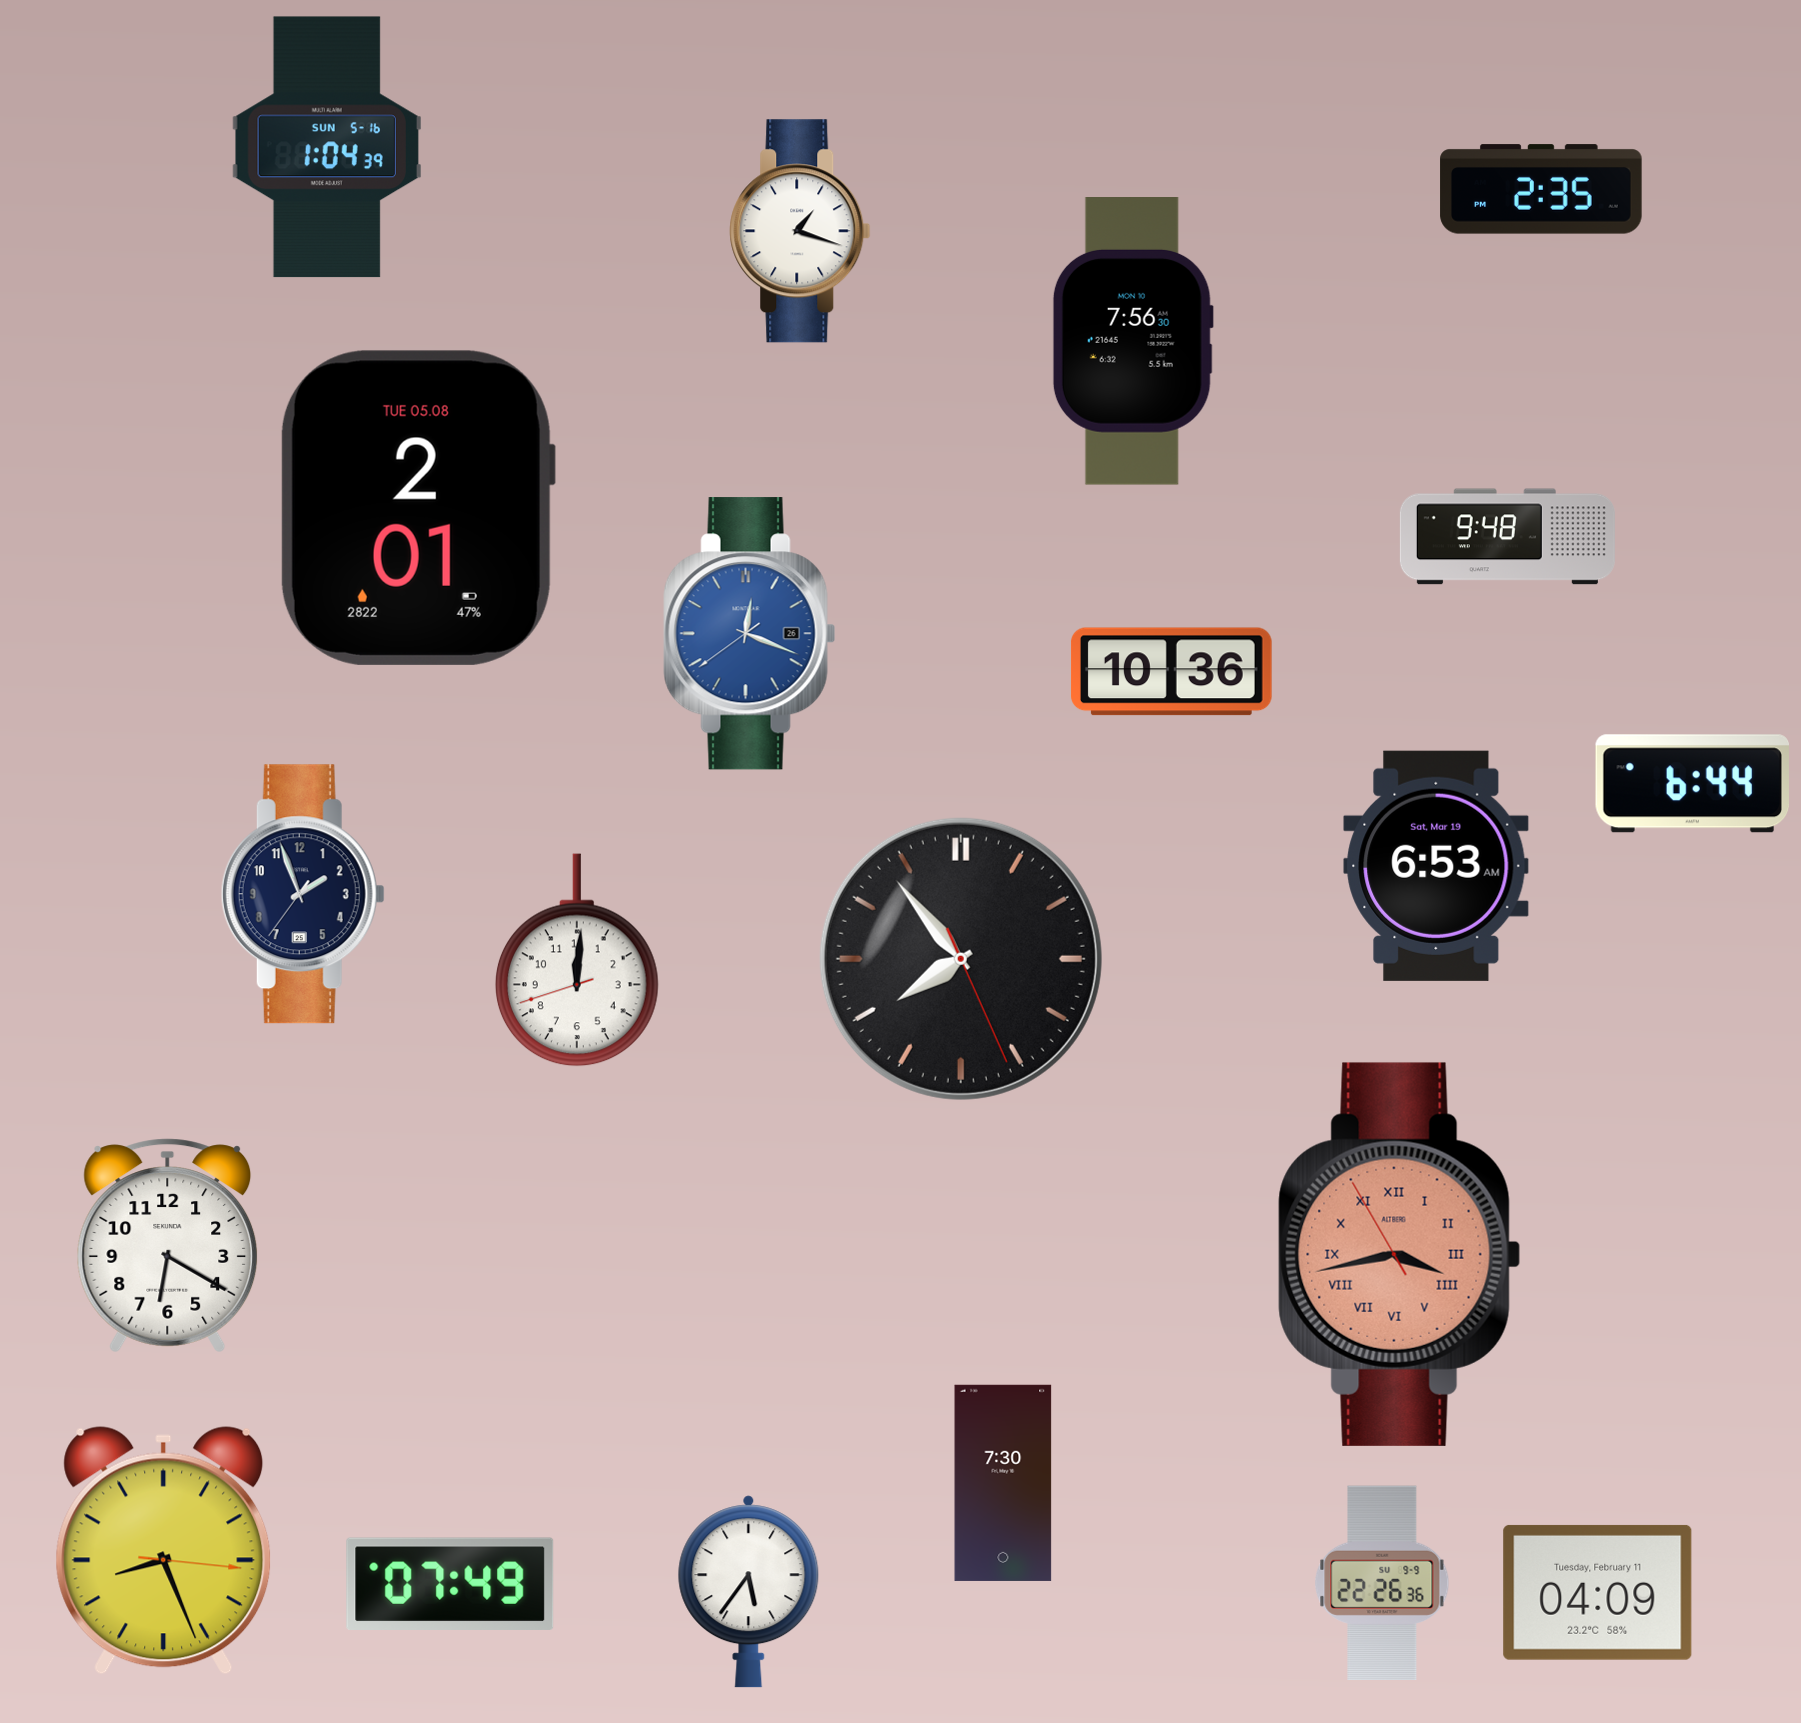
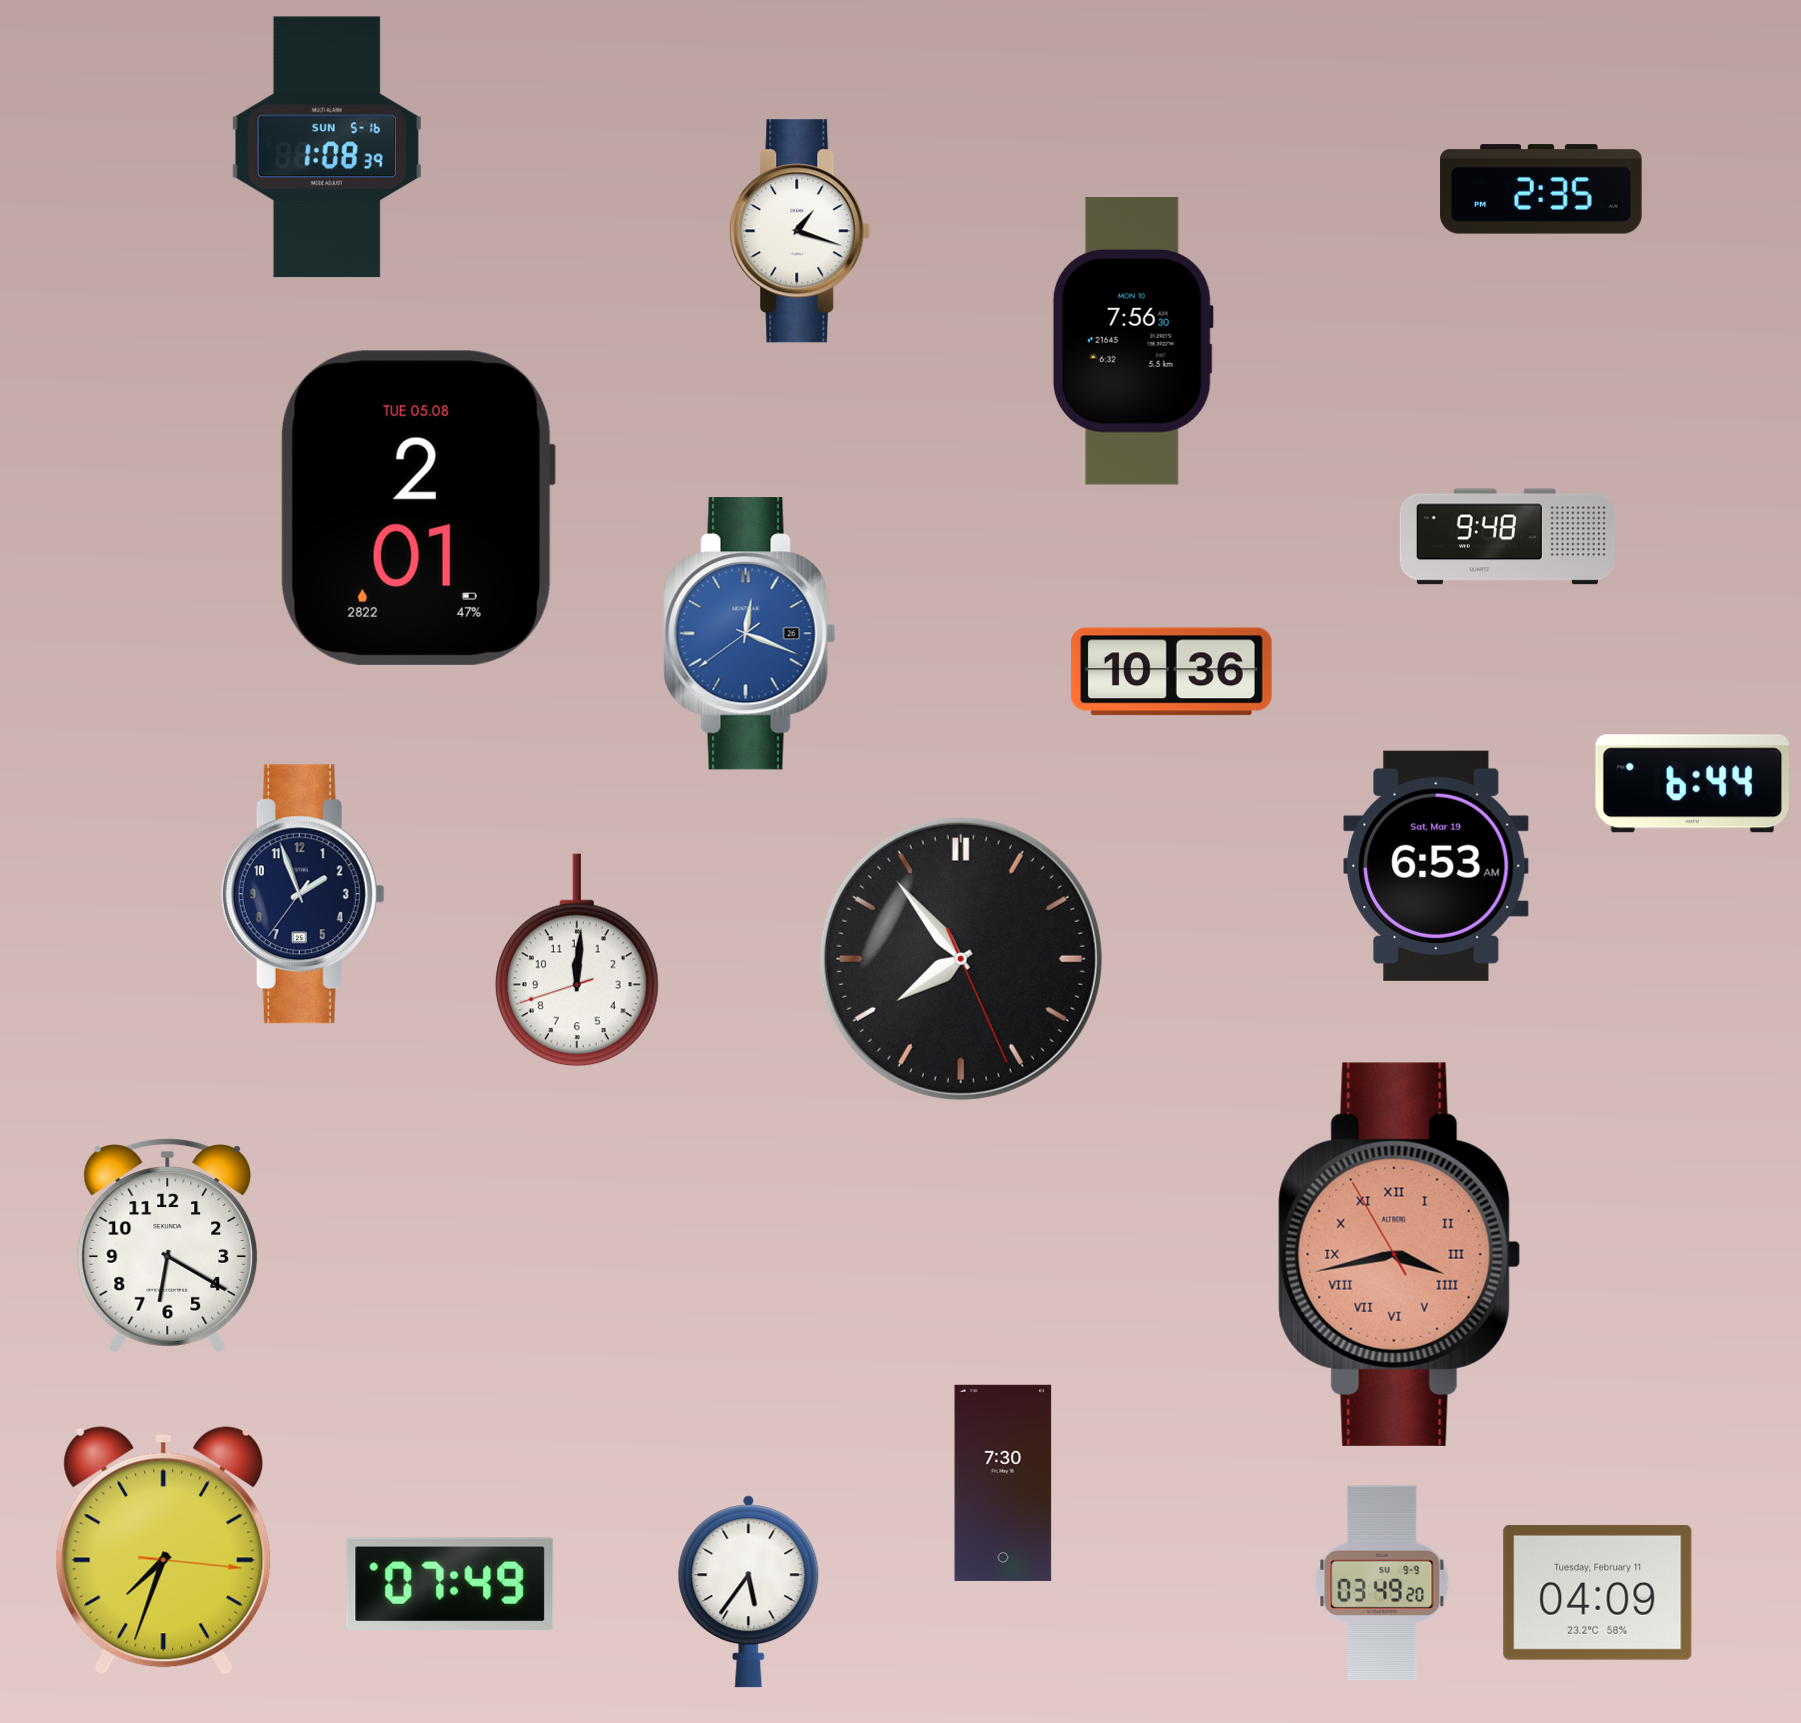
clock at (327, 147): 1:04 -> 1:08
clock at (164, 1551): 8:26 -> 7:33
clock at (1382, 1582): 22:26 -> 03:49
